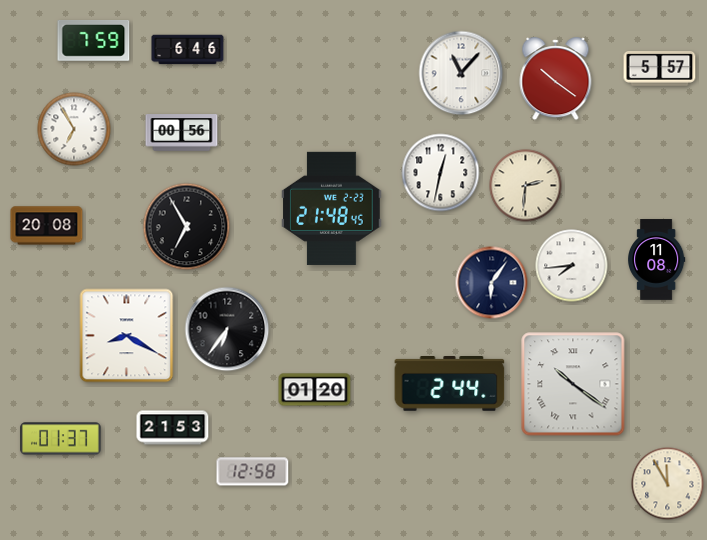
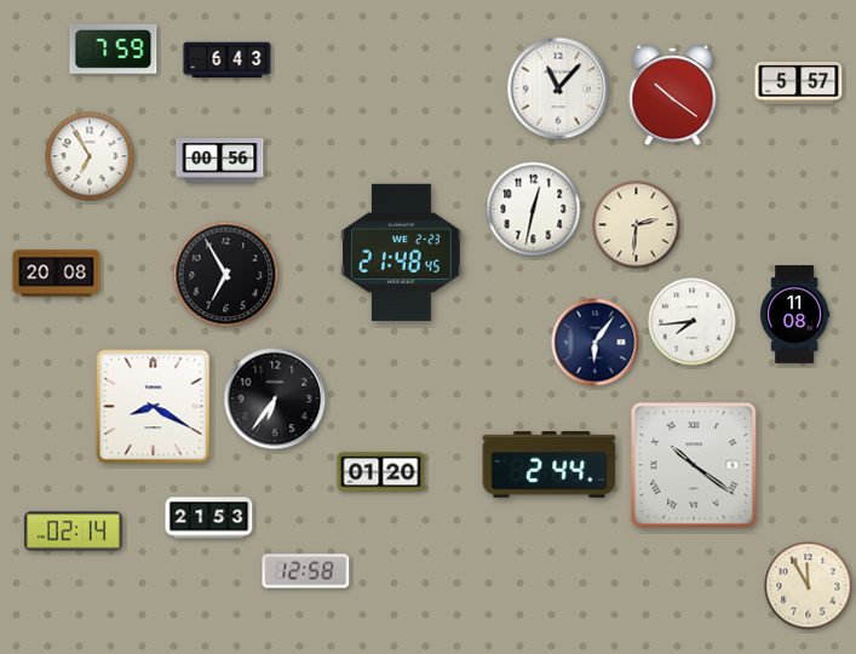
clock at (188, 50): 6:46 -> 6:43
clock at (450, 384) position: (450, 384) -> (550, 465)
clock at (61, 439): 01:37 -> 02:14
